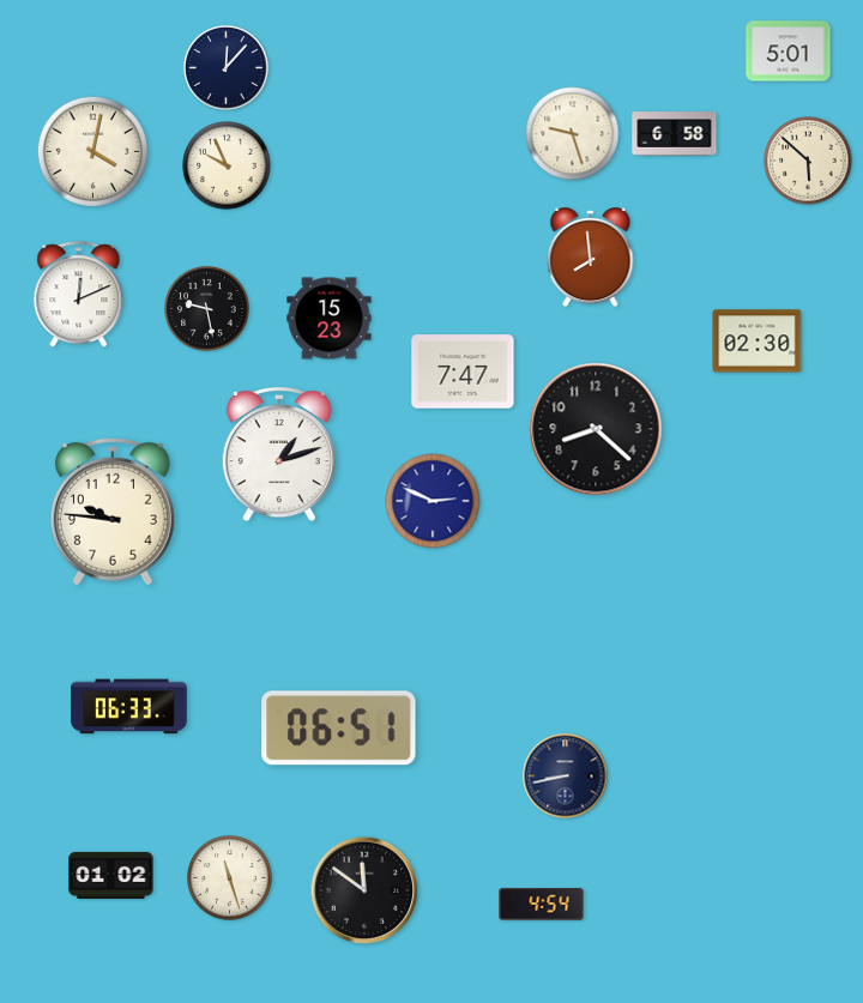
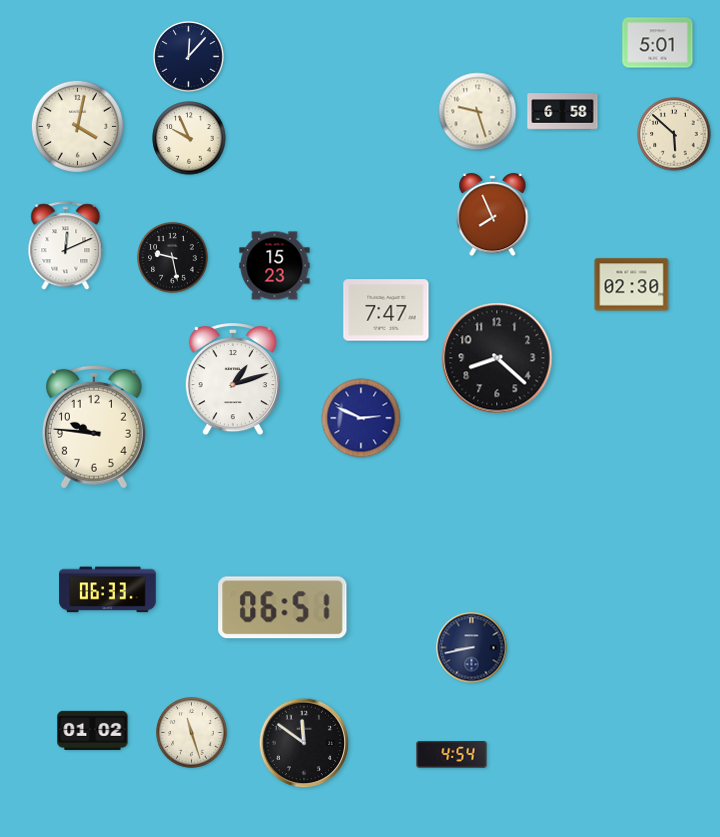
clock at (591, 258): 7:59 -> 7:56
